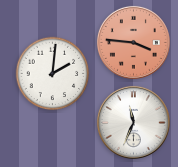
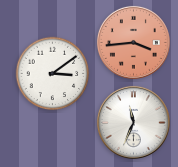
clock at (133, 42): 3:46 -> 3:44
clock at (53, 74): 2:01 -> 3:09
